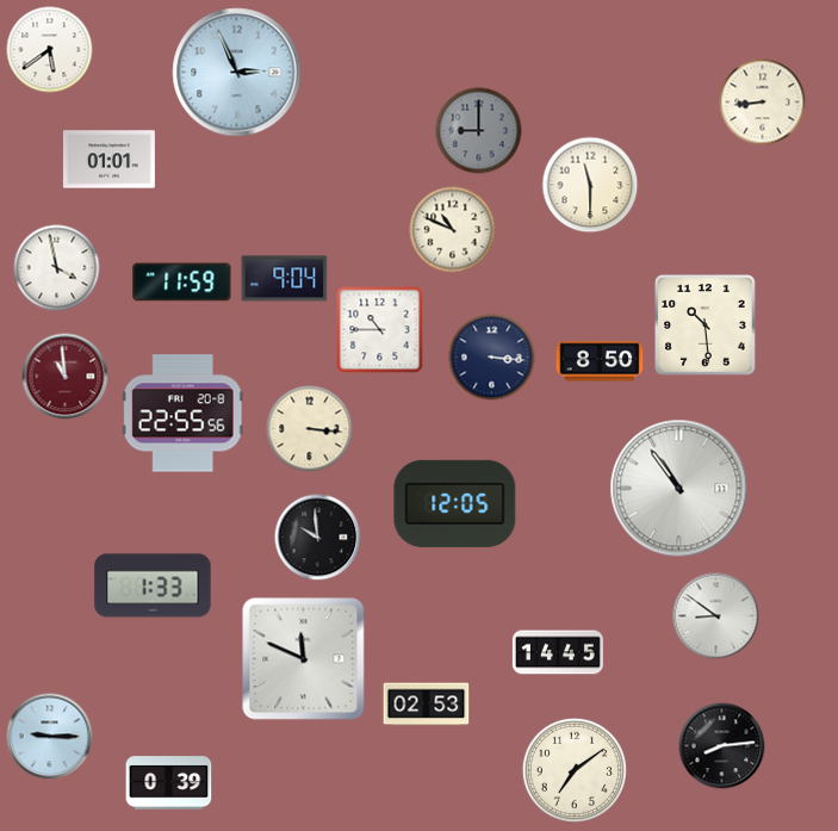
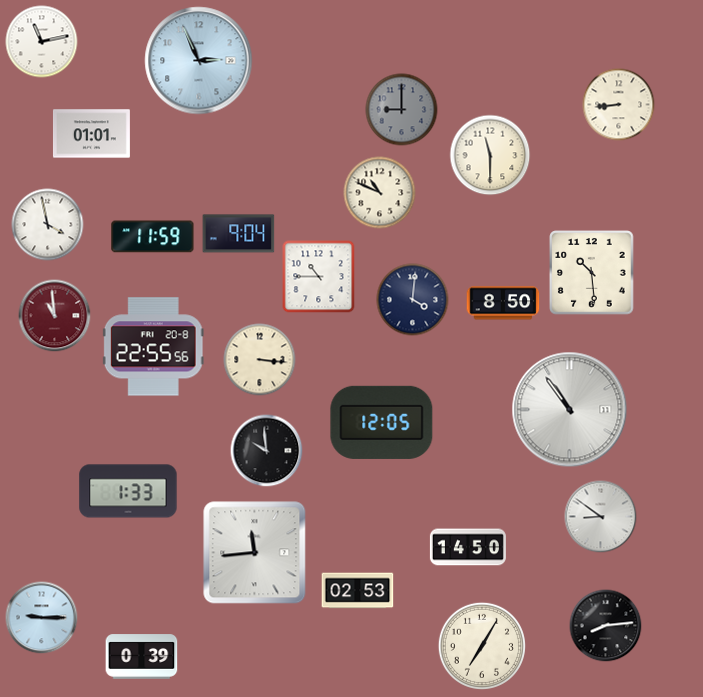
clock at (50, 50): 5:39 -> 11:13
clock at (763, 103) position: (763, 103) -> (619, 105)
clock at (590, 185) position: (590, 185) -> (490, 155)
clock at (492, 358): 3:16 -> 4:01
clock at (558, 652): 14:45 -> 14:50
clock at (304, 659): 11:49 -> 11:44
clock at (575, 770): 7:09 -> 7:05
